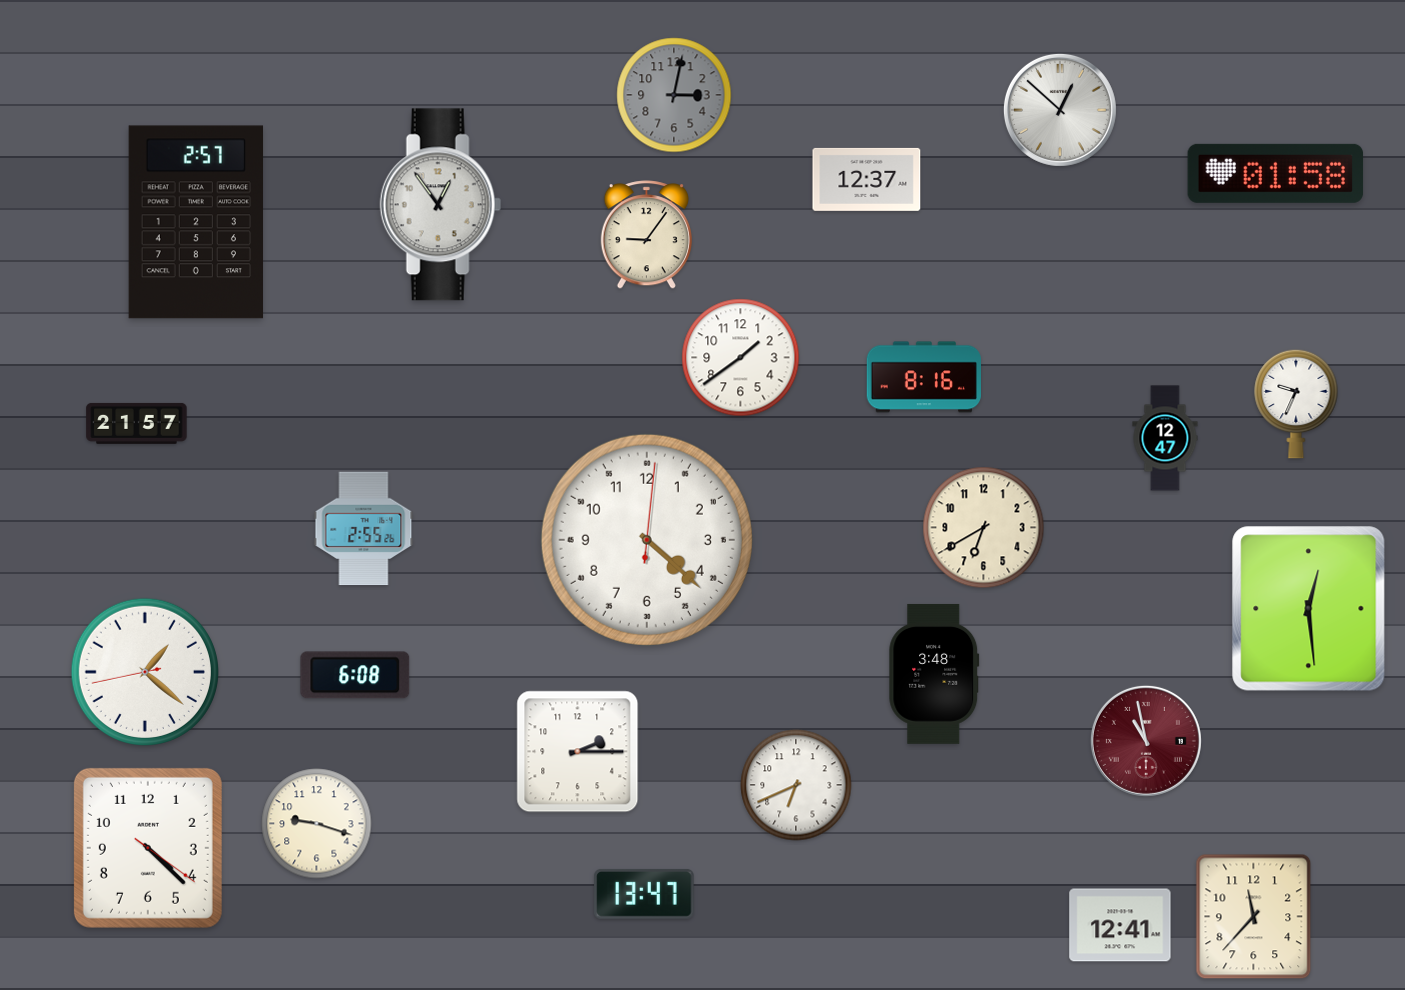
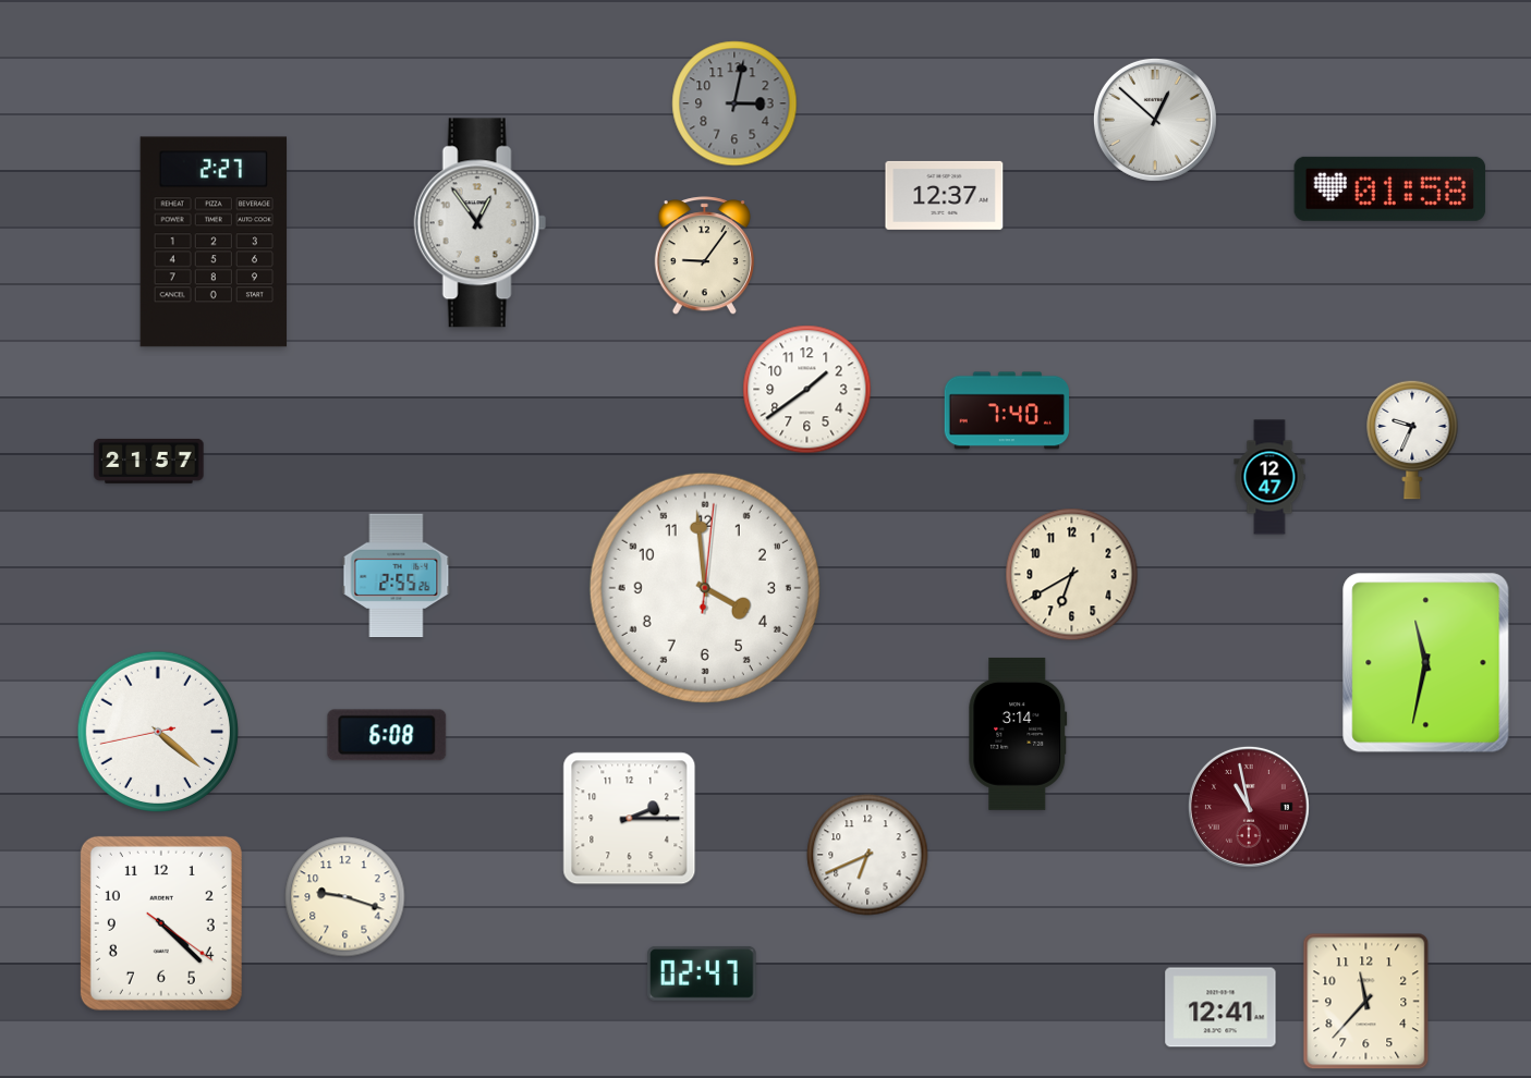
clock at (196, 222): 2:57 -> 2:27
clock at (924, 377): 8:16 -> 7:40
clock at (647, 540): 4:22 -> 3:59
clock at (1309, 609): 12:29 -> 11:32
clock at (145, 672): 1:21 -> 4:21
clock at (934, 674): 3:48 -> 3:14
clock at (644, 894): 13:47 -> 02:47
clock at (1254, 917) position: (1254, 917) -> (1366, 1002)
